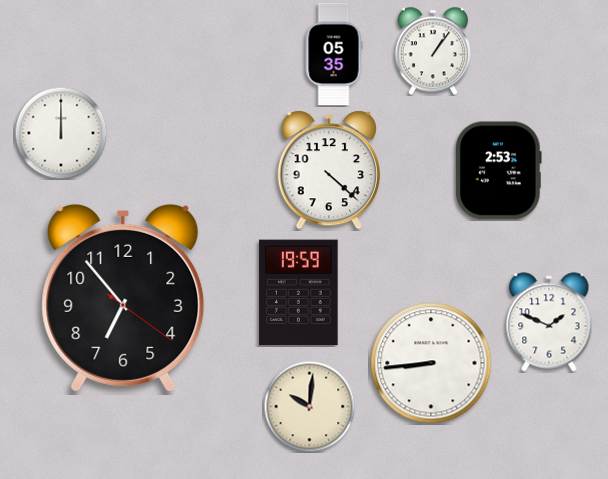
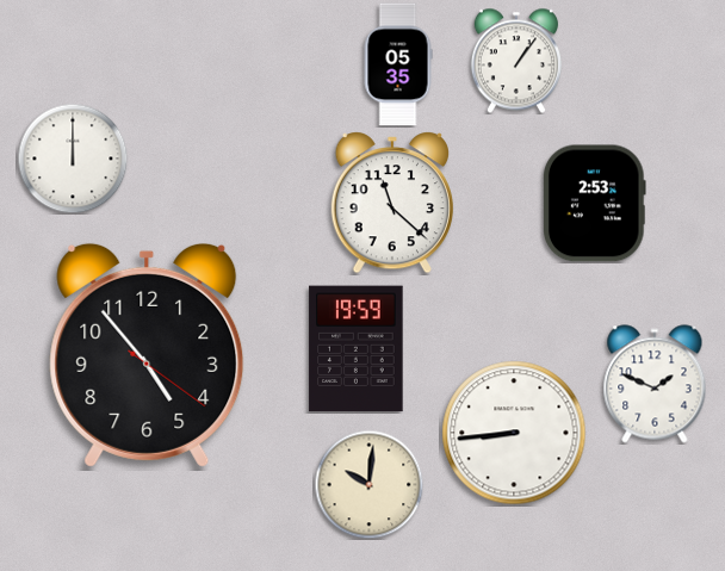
clock at (328, 170): 4:22 -> 11:22
clock at (123, 298): 6:53 -> 4:53
